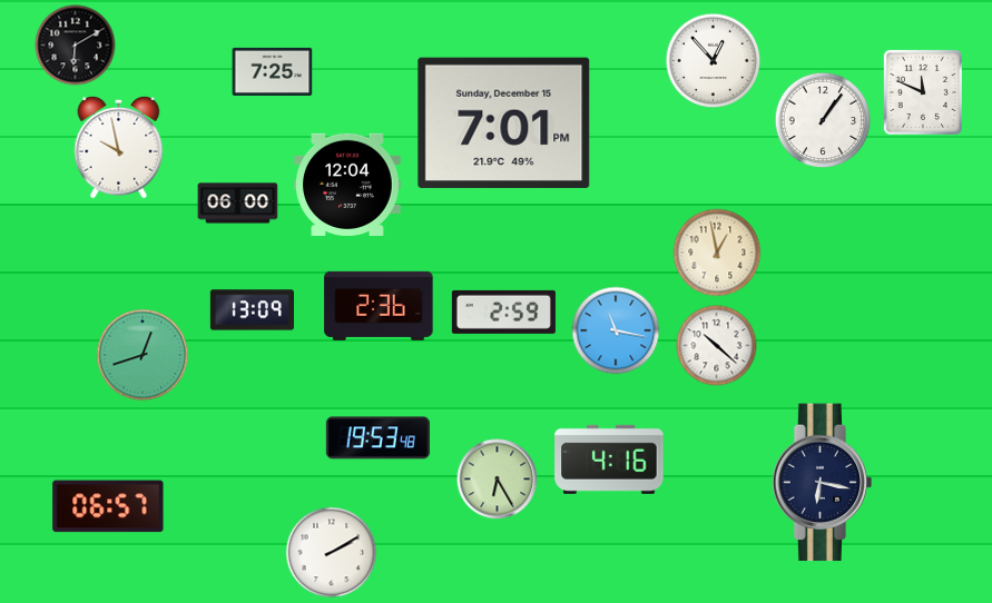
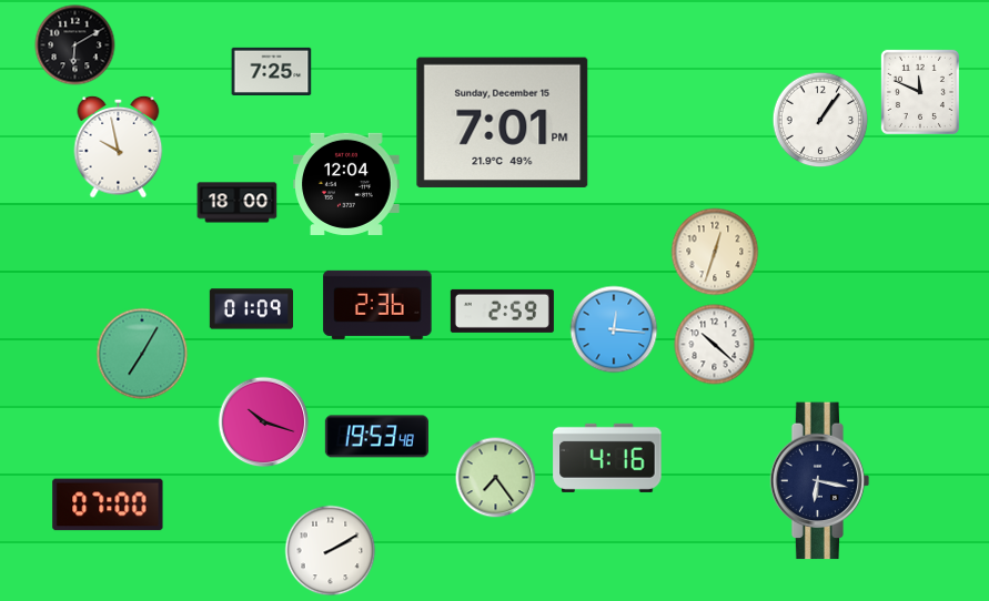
clock at (714, 61): 12:53 -> none
clock at (238, 204): 06:00 -> 18:00
clock at (717, 253): 12:58 -> 12:33
clock at (252, 310): 13:09 -> 01:09
clock at (616, 330): 11:17 -> 12:16
clock at (143, 355): 12:42 -> 7:05
clock at (264, 422): none -> 10:18
clock at (498, 480): 6:25 -> 7:24
clock at (108, 506): 06:57 -> 07:00
